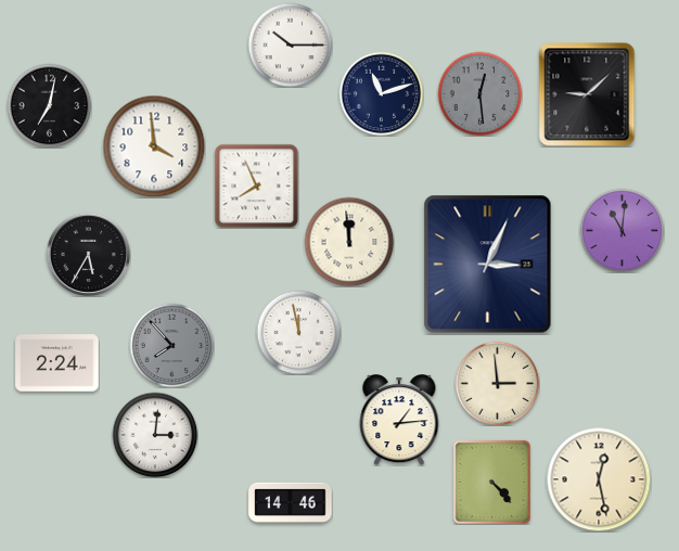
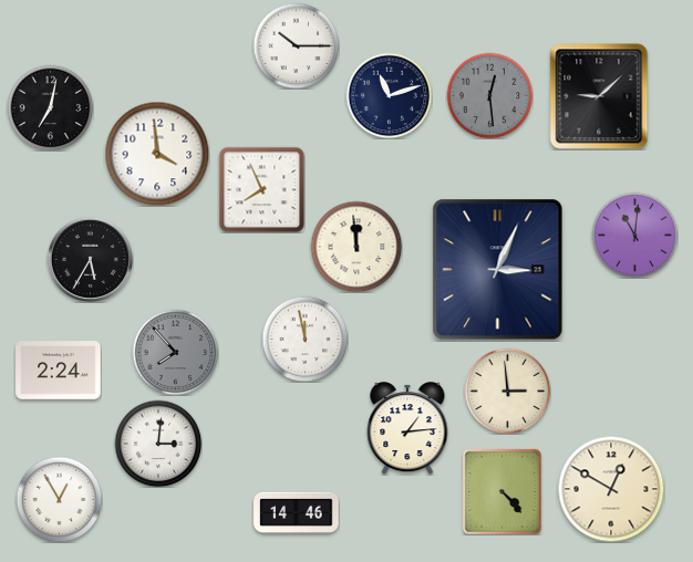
clock at (154, 146) position: (154, 146) -> (157, 154)
clock at (599, 479): 12:28 -> 12:50
clock at (59, 499): none -> 12:55
